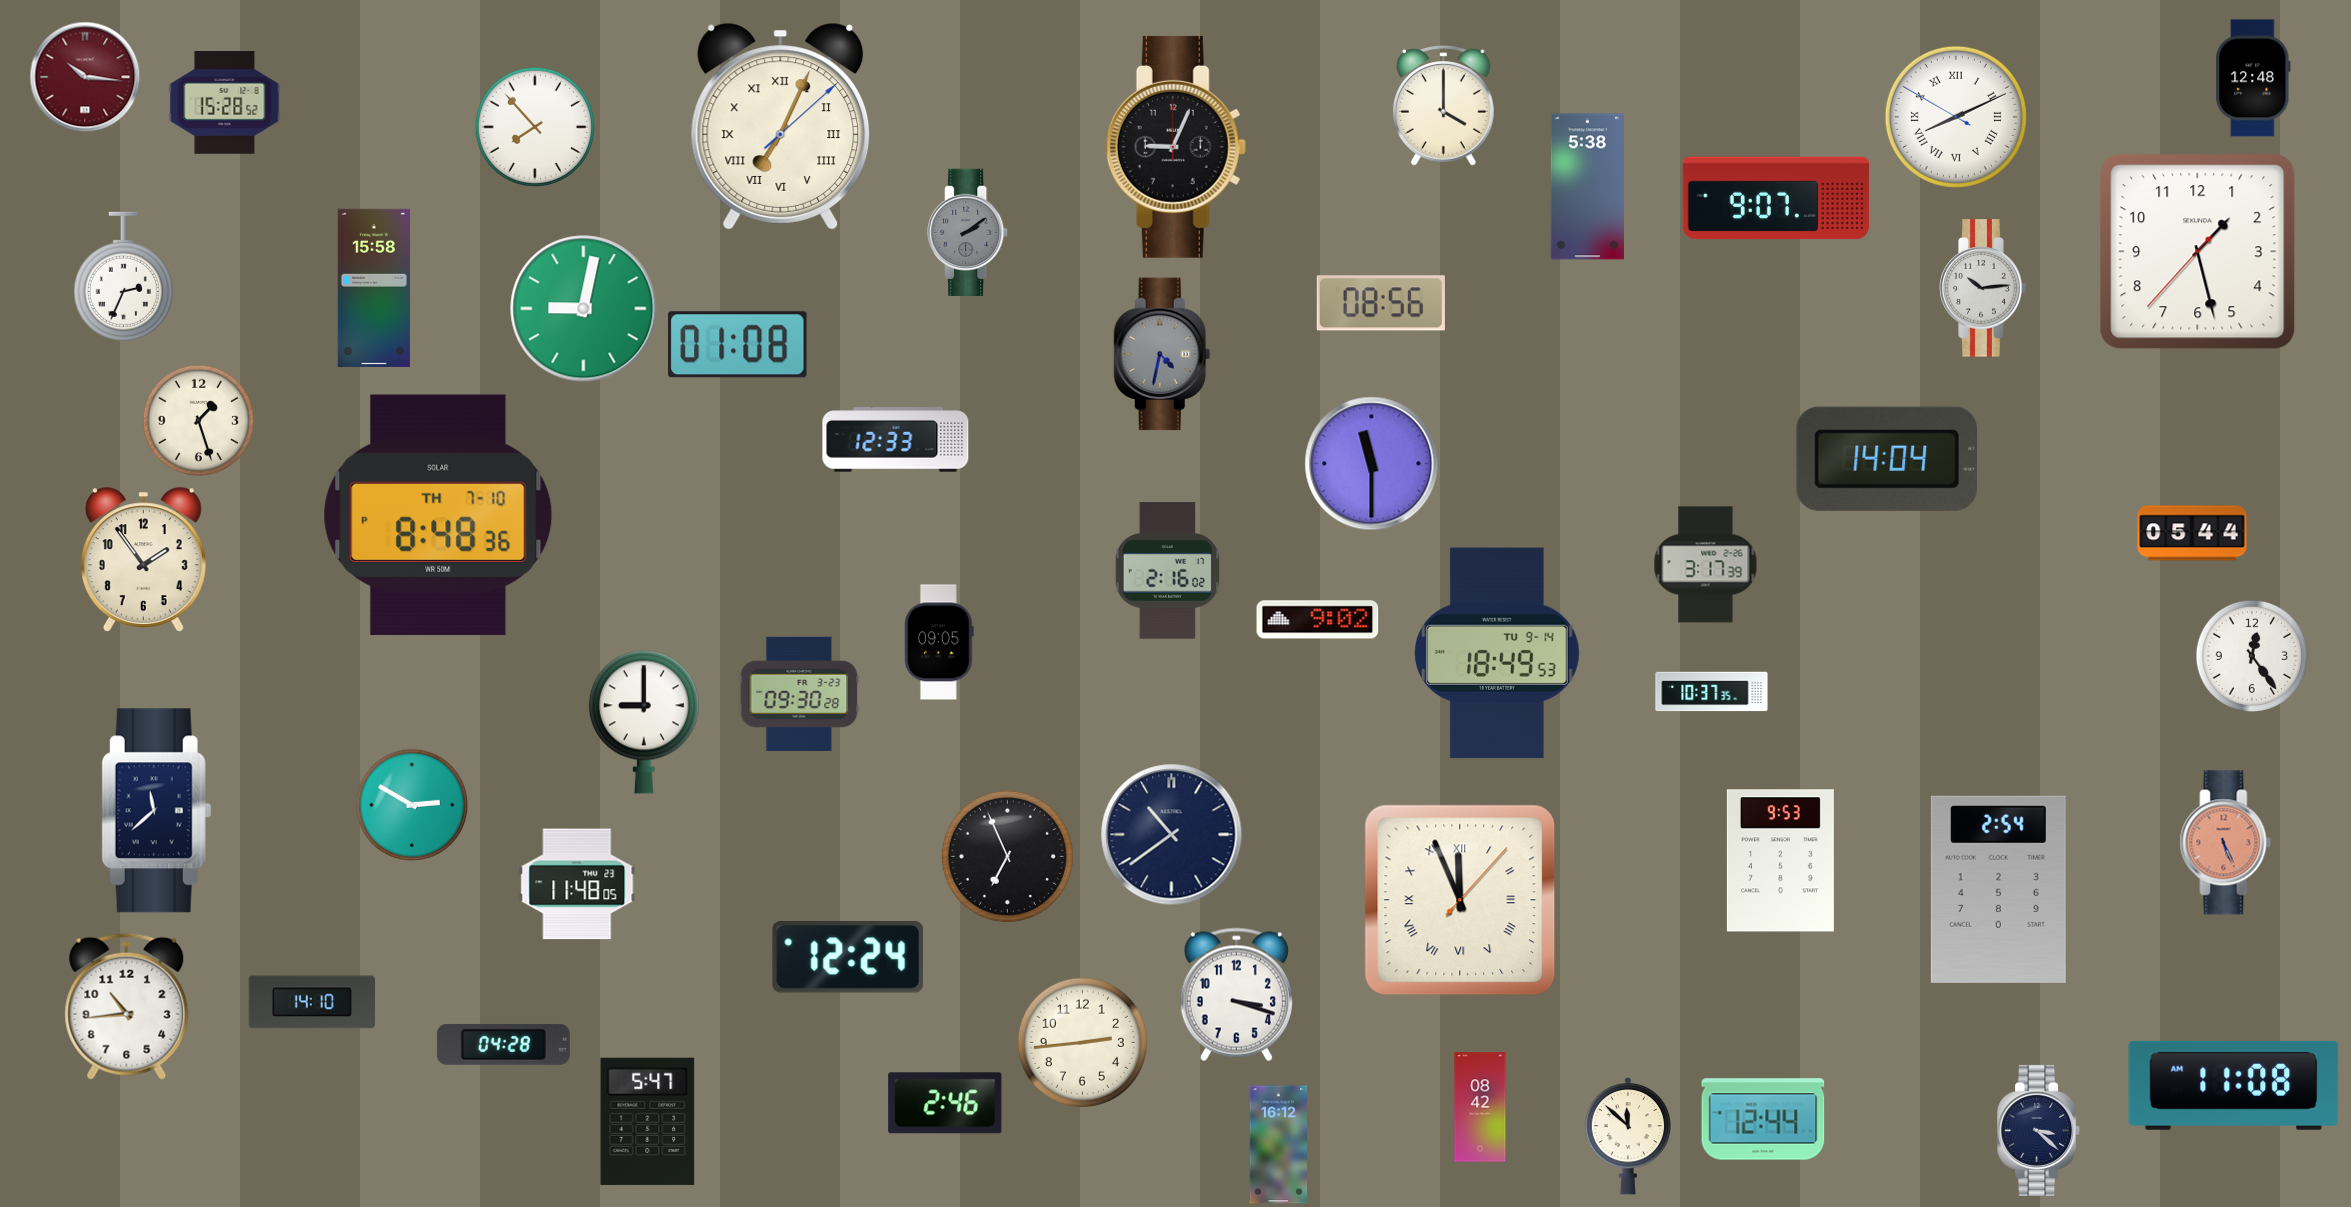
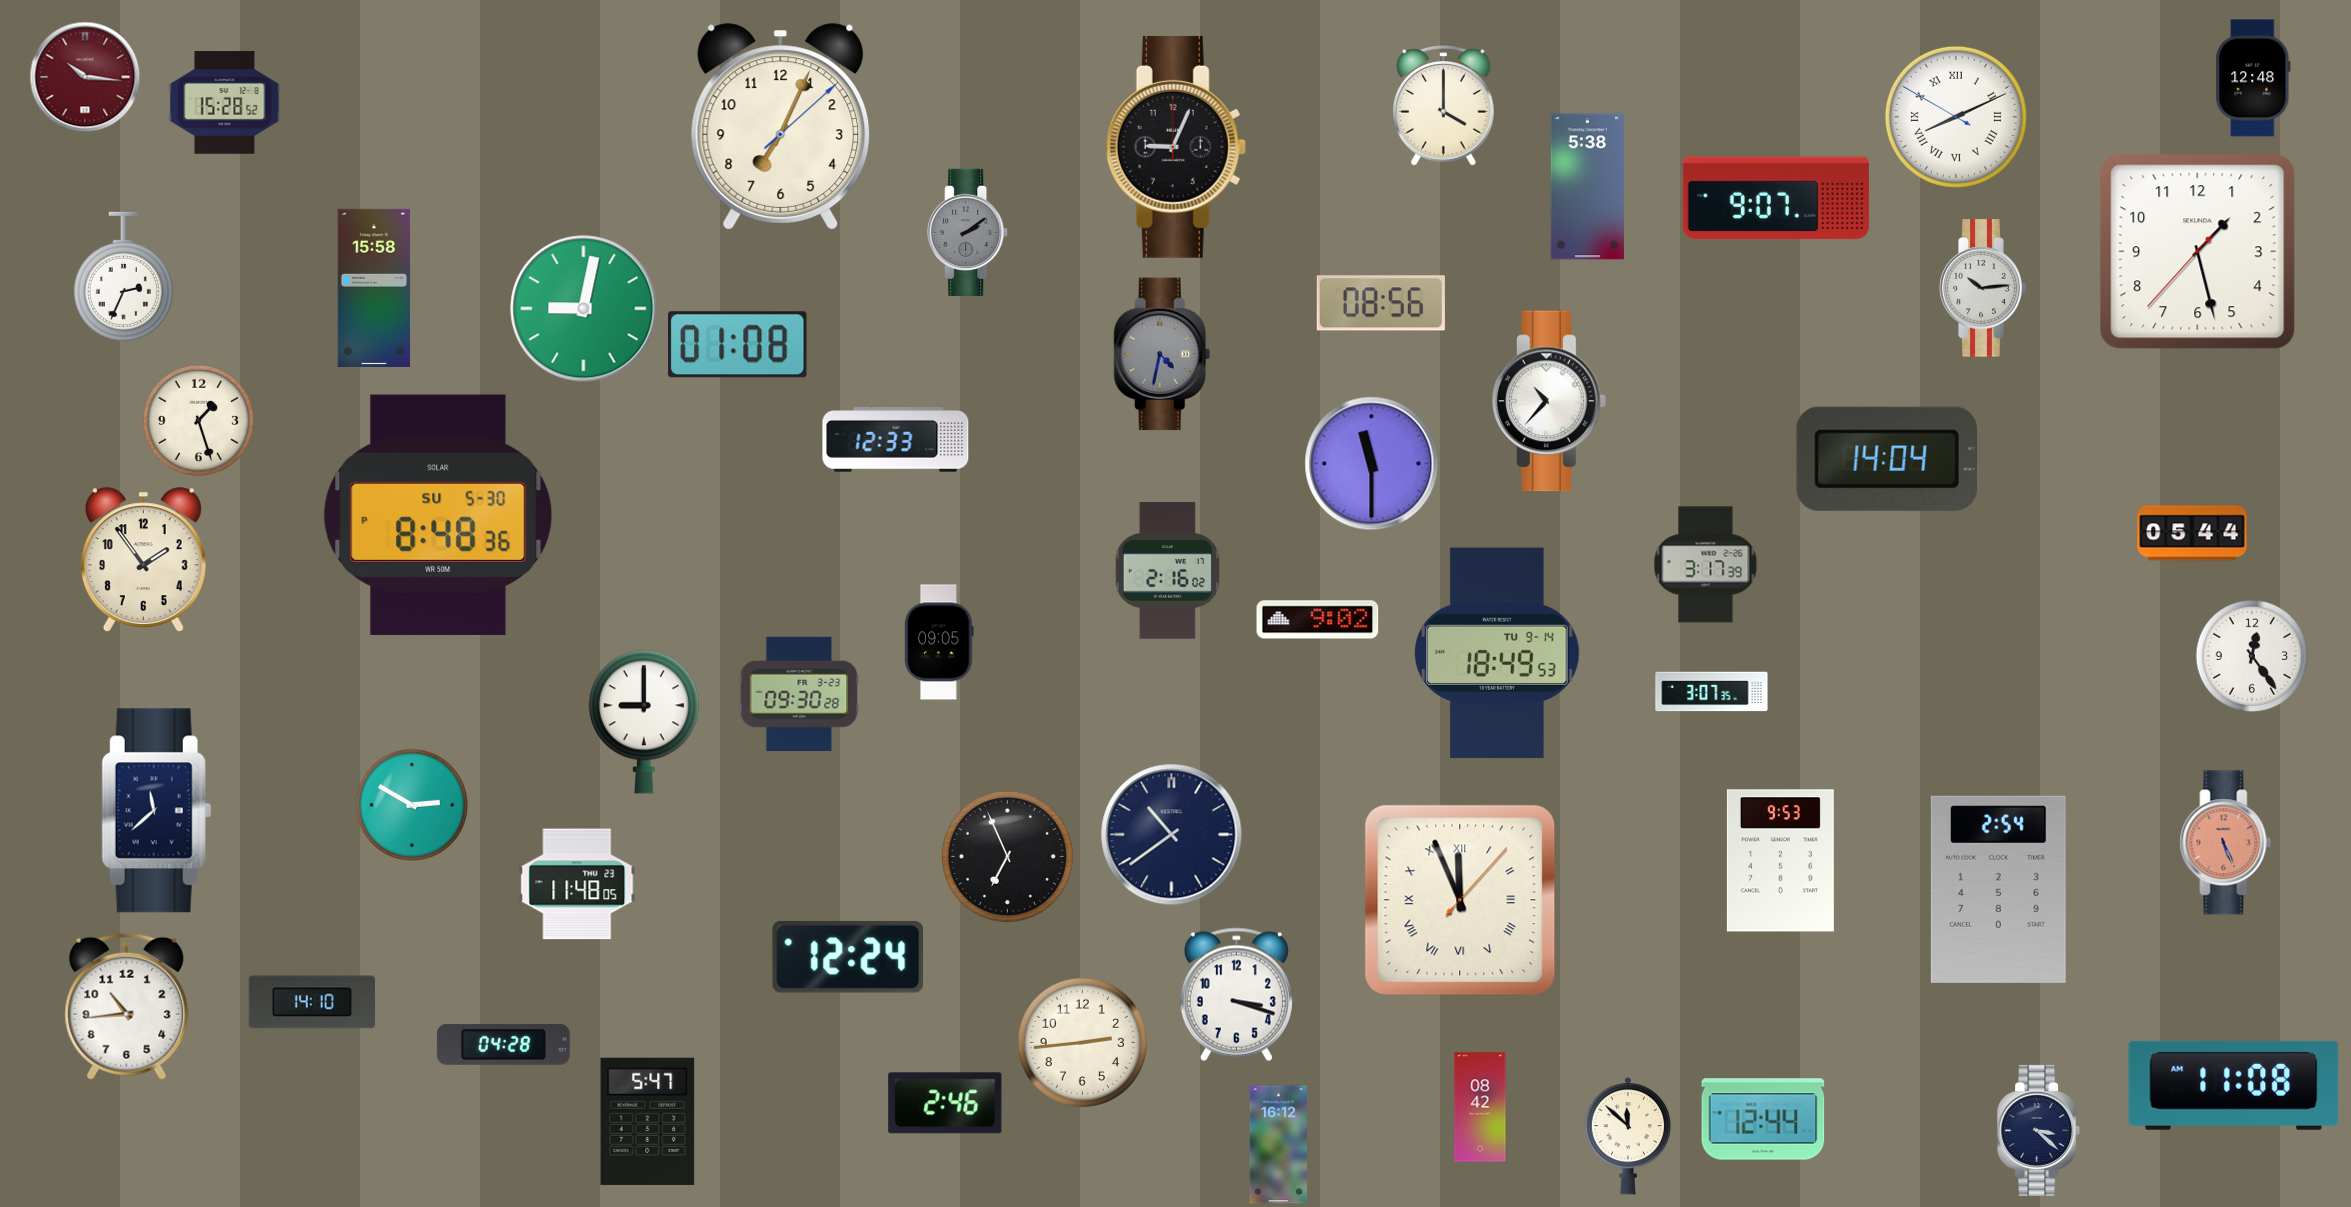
clock at (535, 127): 7:53 -> none
clock at (781, 127) numerals: Roman -> Arabic
clock at (1550, 401): none -> 10:37
clock at (438, 515) date: TH 7-10 -> SU 5-30
clock at (1712, 692): 10:37 -> 3:07
